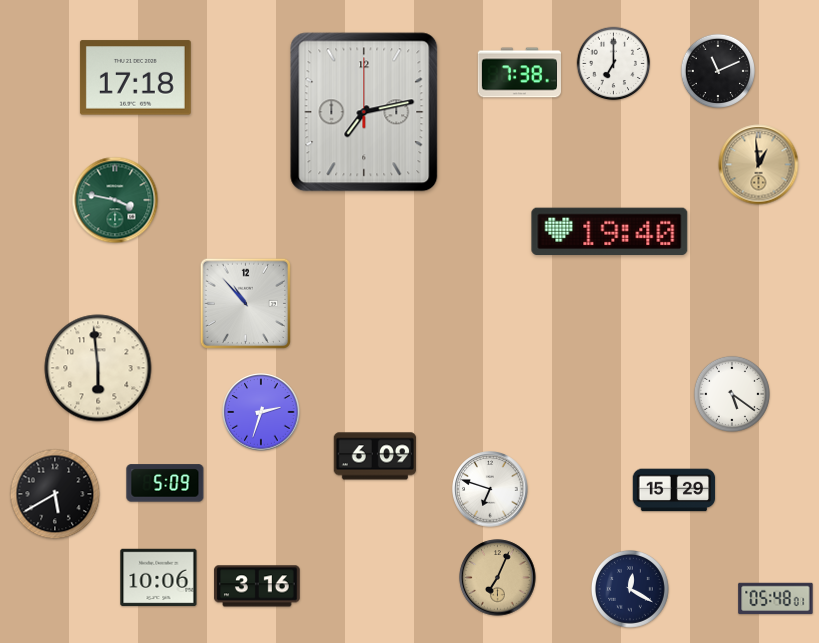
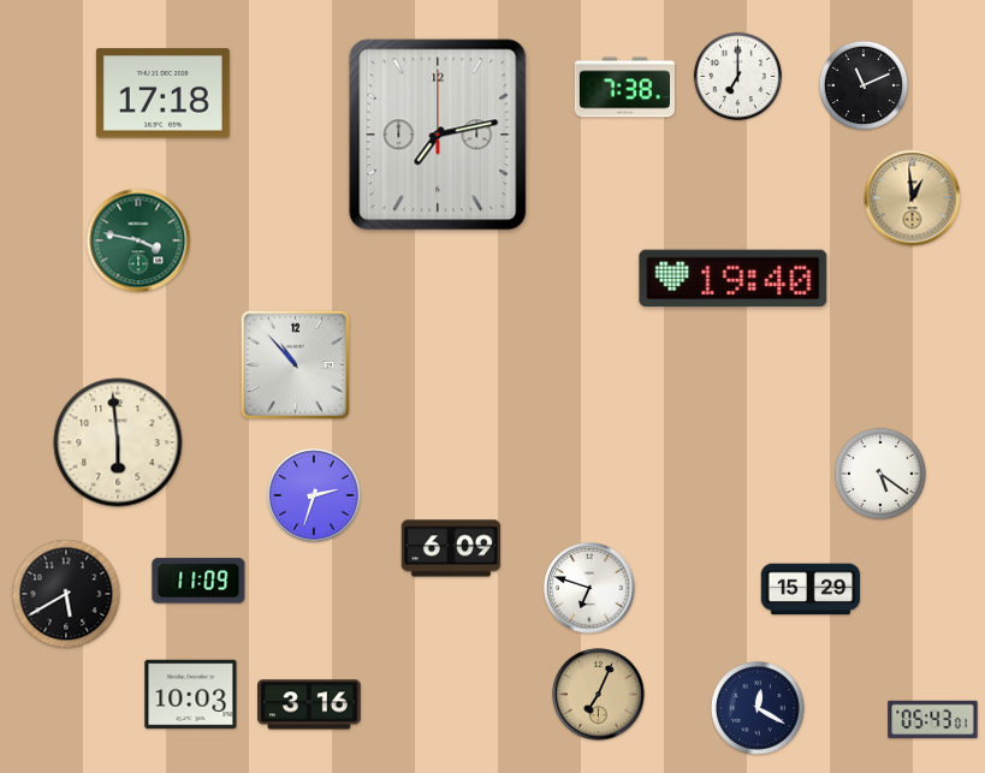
clock at (165, 483): 5:09 -> 11:09
clock at (159, 578): 10:06 -> 10:03
clock at (776, 599): 05:48 -> 05:43
